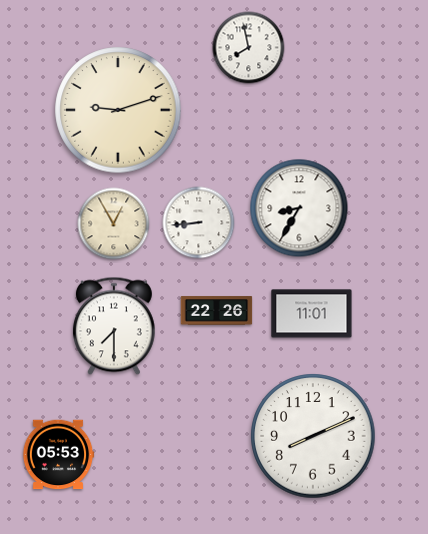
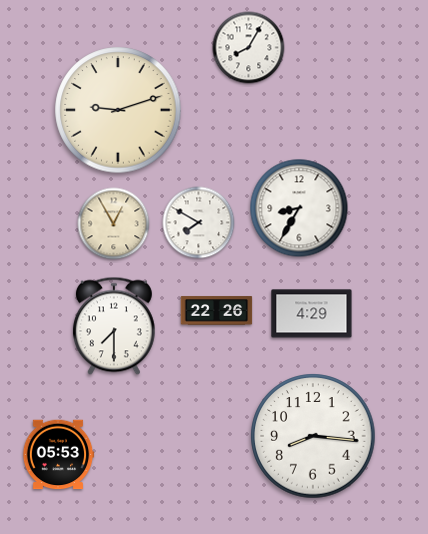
clock at (249, 48): 7:58 -> 8:05
clock at (199, 223): 8:44 -> 7:50
clock at (312, 314): 11:01 -> 4:29
clock at (313, 436): 8:11 -> 8:16
